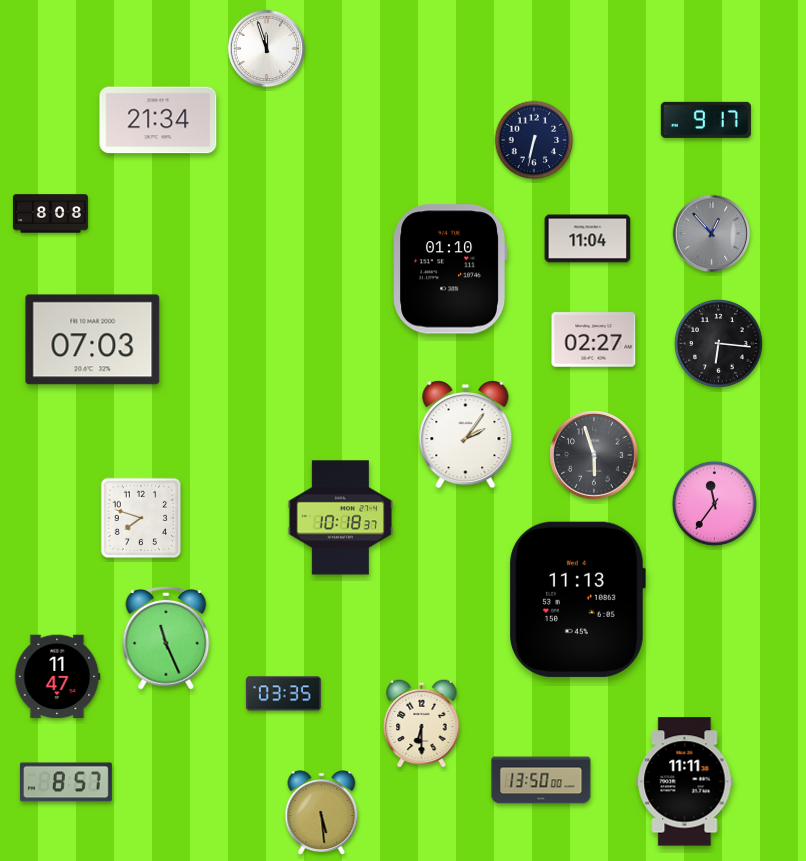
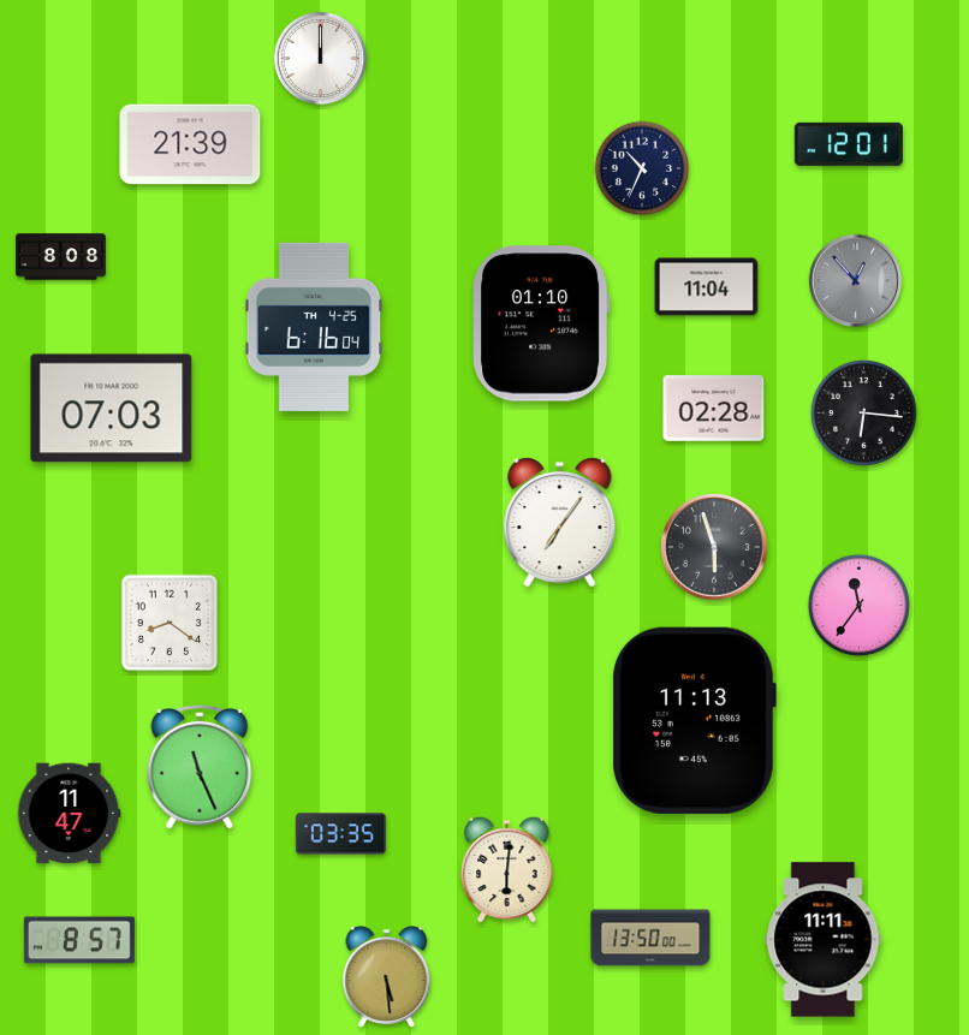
clock at (267, 49): 11:57 -> 12:00
clock at (158, 120): 21:34 -> 21:39
clock at (706, 120): 9:17 -> 12:01
clock at (534, 140): 6:32 -> 10:34
clock at (314, 327): none -> 6:16
clock at (594, 340): 02:27 -> 02:28
clock at (466, 435): 2:06 -> 7:06
clock at (141, 518): 7:48 -> 8:21
clock at (341, 518): 10:18 -> none
clock at (422, 723): 6:30 -> 6:01
